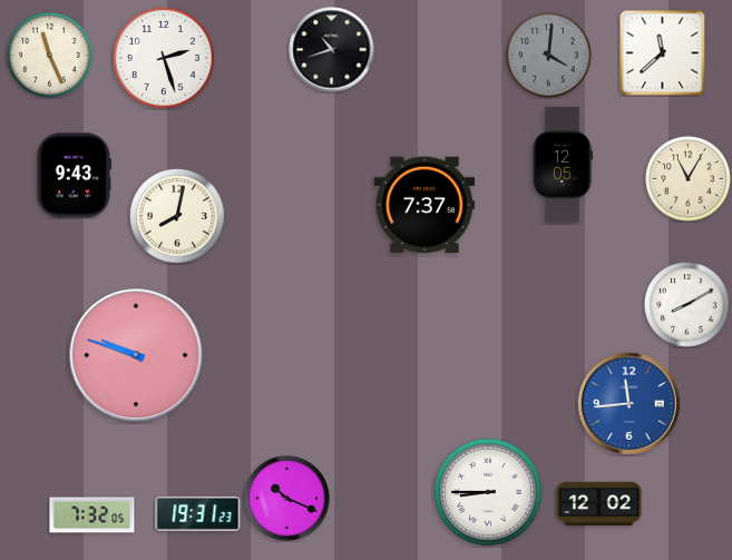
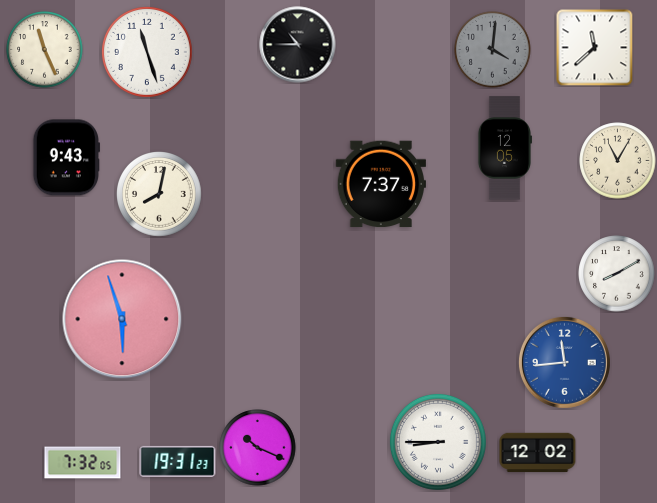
clock at (332, 50): 10:42 -> 10:45
clock at (164, 58): 2:27 -> 11:27
clock at (136, 355): 9:48 -> 5:57
